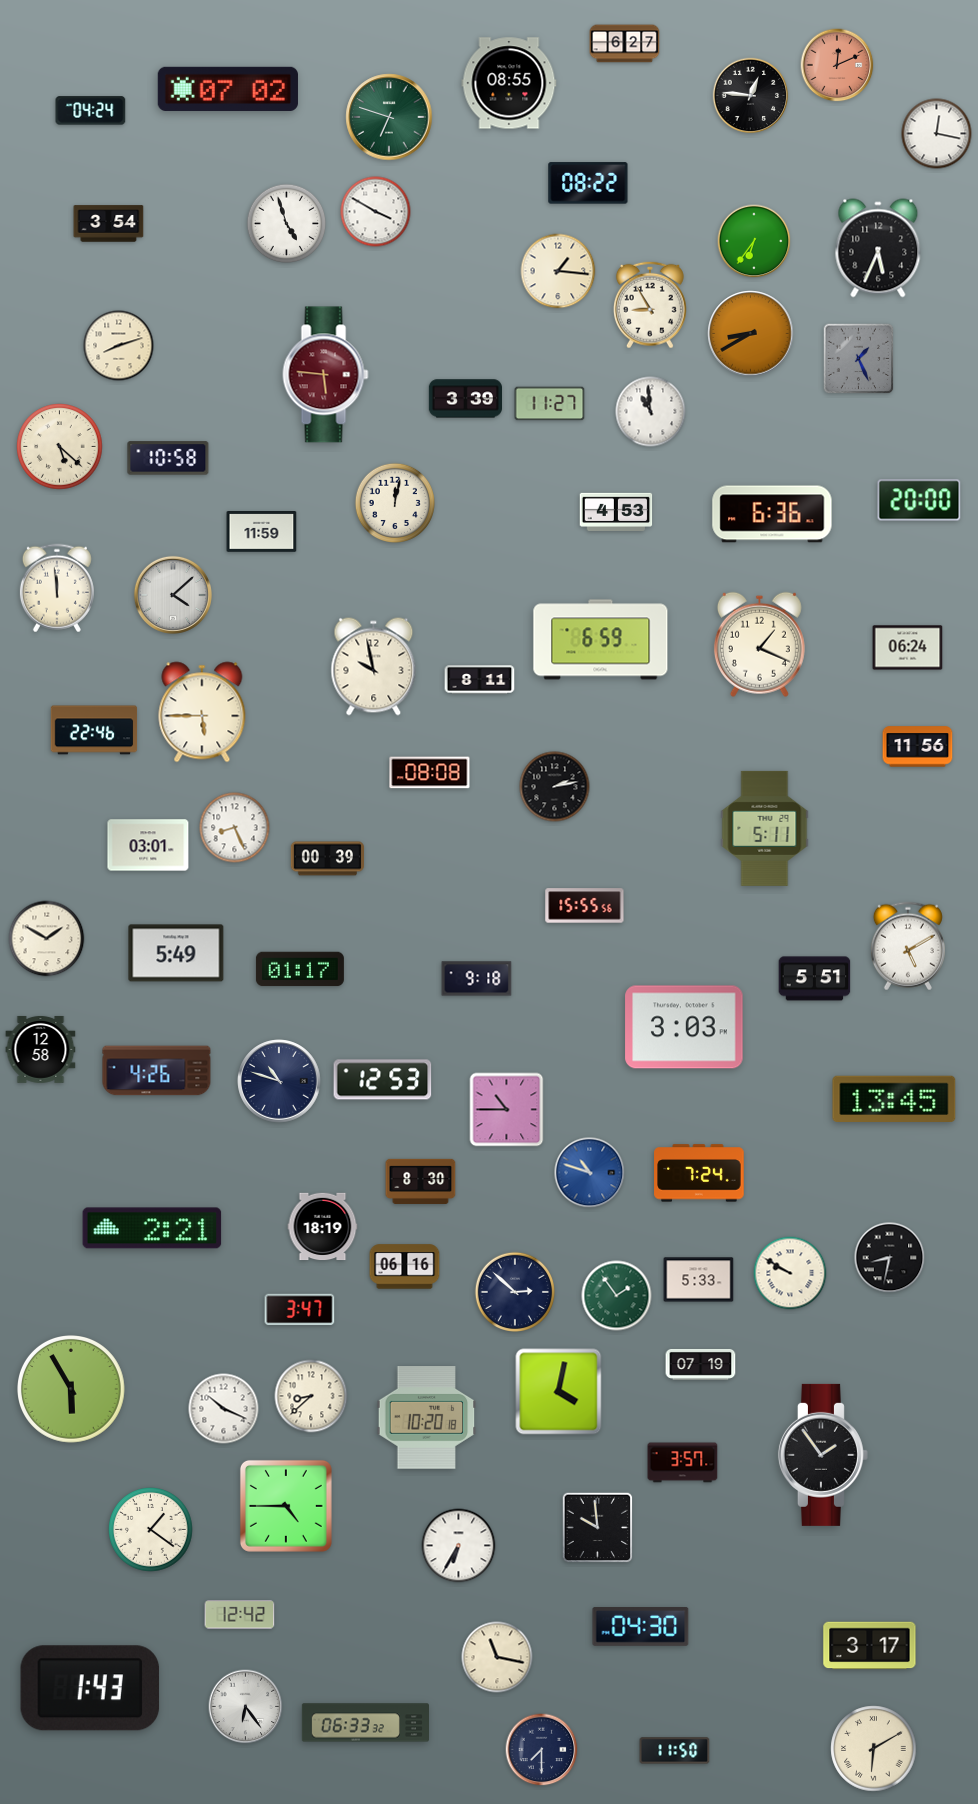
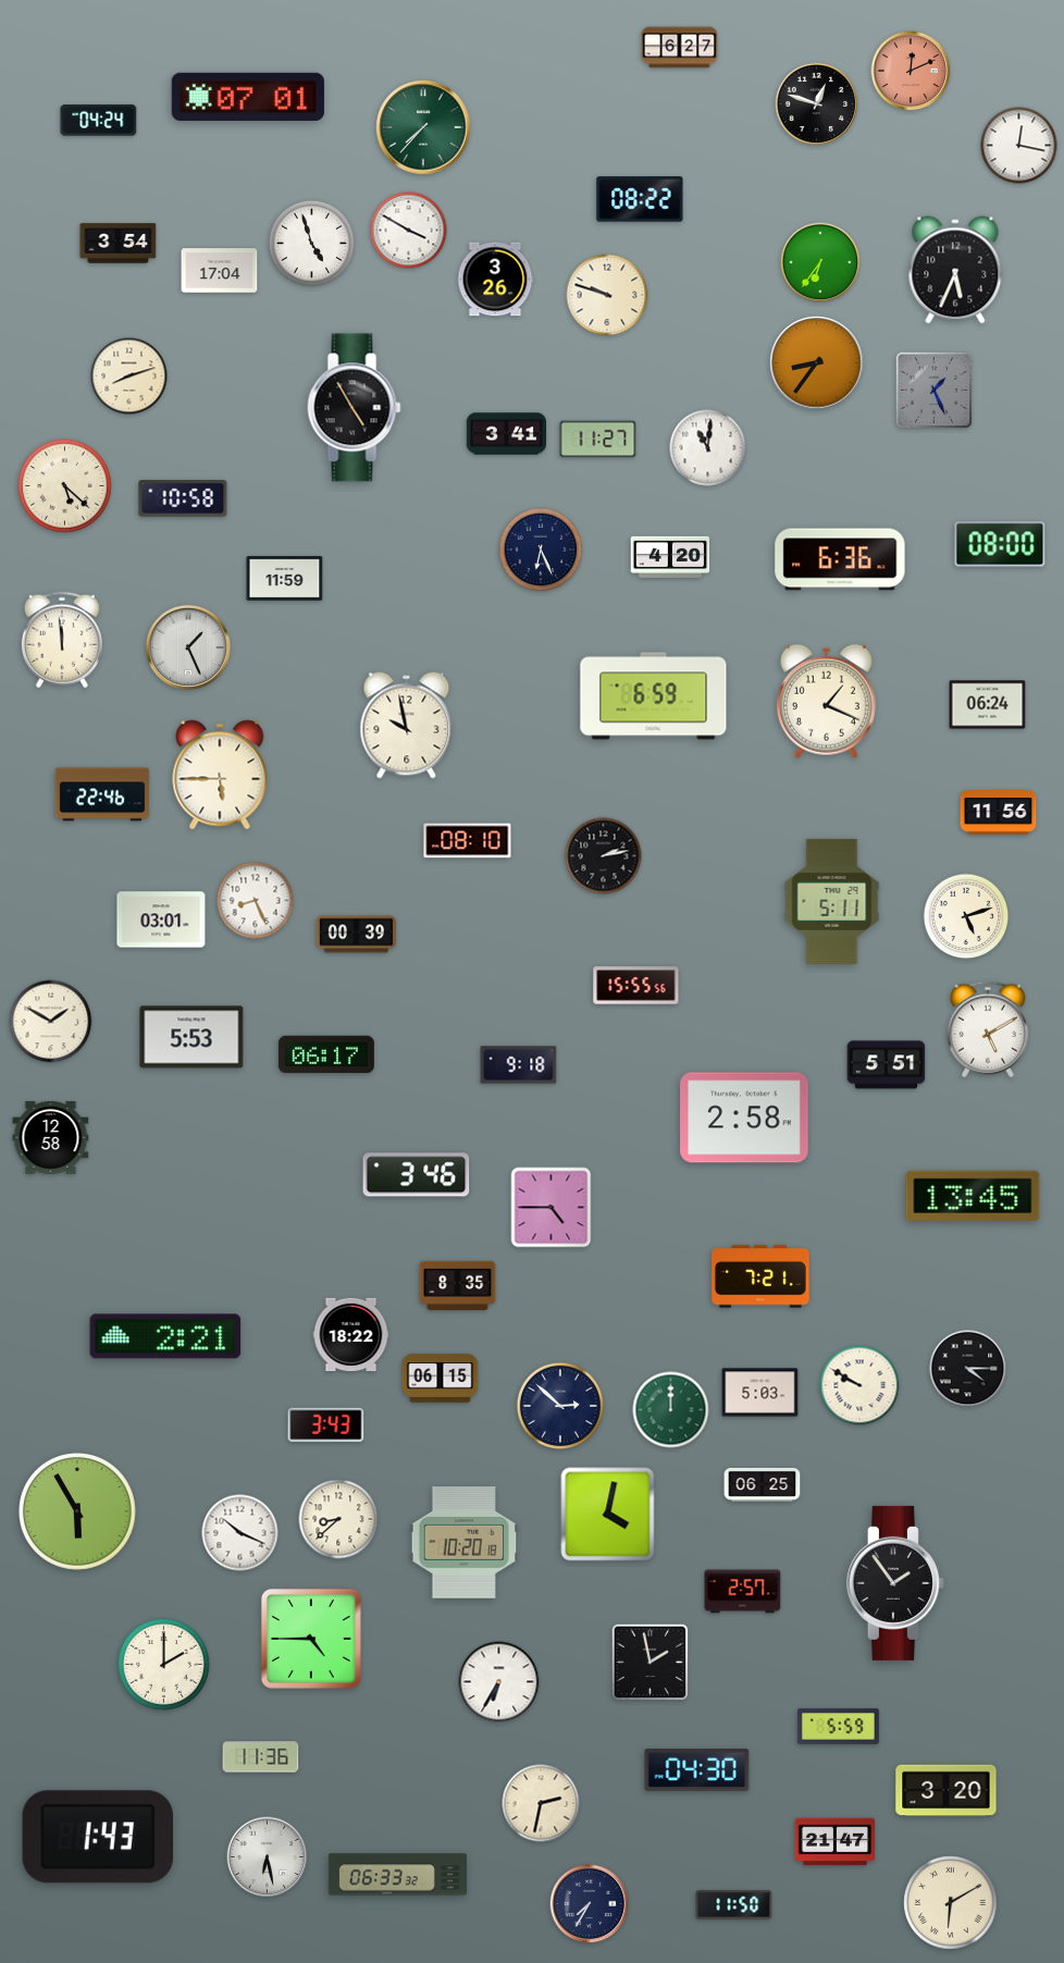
clock at (509, 83): 08:55 -> none
clock at (228, 89): 07:02 -> 07:01
clock at (751, 96): 12:46 -> 12:48
clock at (389, 117): 6:48 -> 7:37
clock at (220, 271): none -> 17:04
clock at (495, 280): none -> 3:26
clock at (558, 271): 1:16 -> 9:48
clock at (650, 305): 8:55 -> none
clock at (751, 334): 8:40 -> 8:36
clock at (326, 375): 5:46 -> 4:55
clock at (326, 375) dial: burgundy -> black
clock at (465, 399): 3:39 -> 3:41
clock at (651, 412): 10:59 -> 11:01
clock at (919, 500): 20:00 -> 08:00
clock at (394, 502): 12:02 -> none
clock at (541, 550): none -> 6:26
clock at (616, 511): 4:53 -> 4:20
clock at (173, 595): 4:08 -> 1:26
clock at (480, 680): 8:11 -> none
clock at (430, 773): 08:08 -> 08:10
clock at (966, 916): none -> 5:12
clock at (176, 953): 5:49 -> 5:53
clock at (300, 969): 01:17 -> 06:17
clock at (684, 1027): 3:03 -> 2:58
clock at (41, 1049) position: (41, 1049) -> (51, 1137)
clock at (157, 1071): 4:26 -> none
clock at (383, 1080): 12:53 -> 3:46
clock at (279, 1081): 10:48 -> none
clock at (507, 1110): 10:45 -> 4:45
clock at (590, 1173): 10:48 -> none
clock at (699, 1173): 7:24 -> 7:21
clock at (421, 1181): 8:30 -> 8:35
clock at (323, 1227): 18:19 -> 18:22
clock at (890, 1258): 8:32 -> 4:15
clock at (405, 1267): 06:16 -> 06:15
clock at (699, 1280): 5:33 -> 5:03
clock at (617, 1296): 1:54 -> 12:00
clock at (300, 1310): 3:47 -> 3:43
clock at (701, 1365): 07:19 -> 06:25
clock at (224, 1409) position: (224, 1409) -> (240, 1533)
clock at (683, 1463): 3:57 -> 2:57
clock at (598, 1528): 9:59 -> 1:58
clock at (151, 1530): 1:21 -> 2:00
clock at (838, 1727): none -> 5:59
clock at (240, 1615): 12:42 -> 11:36
clock at (870, 1646): 3:17 -> 3:20
clock at (497, 1657): 11:17 -> 2:32
clock at (834, 1842): none -> 21:47
clock at (246, 1707): 6:24 -> 6:28
clock at (542, 1750): 7:30 -> 7:35
